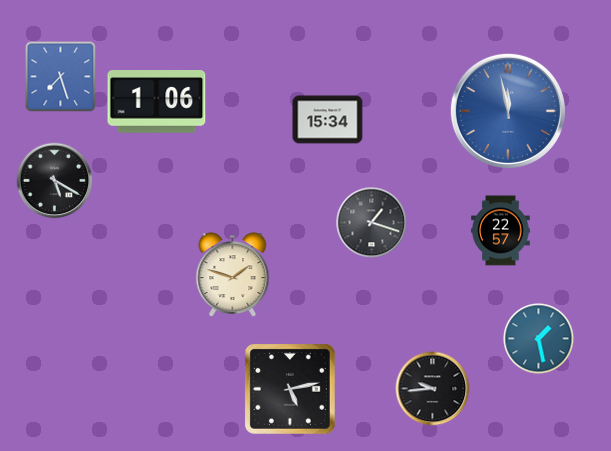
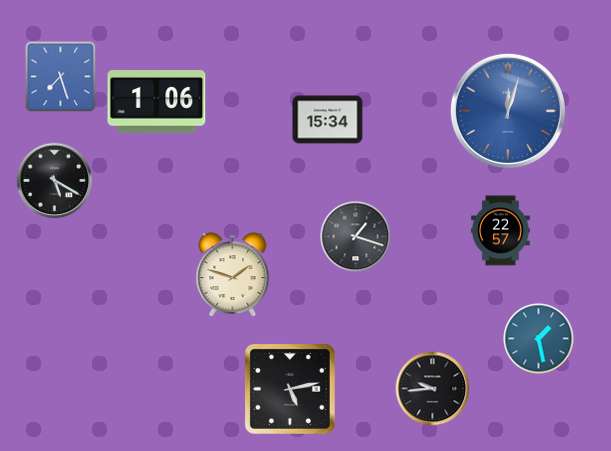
clock at (508, 111): 11:58 -> 12:03
clock at (372, 223) position: (372, 223) -> (356, 237)
